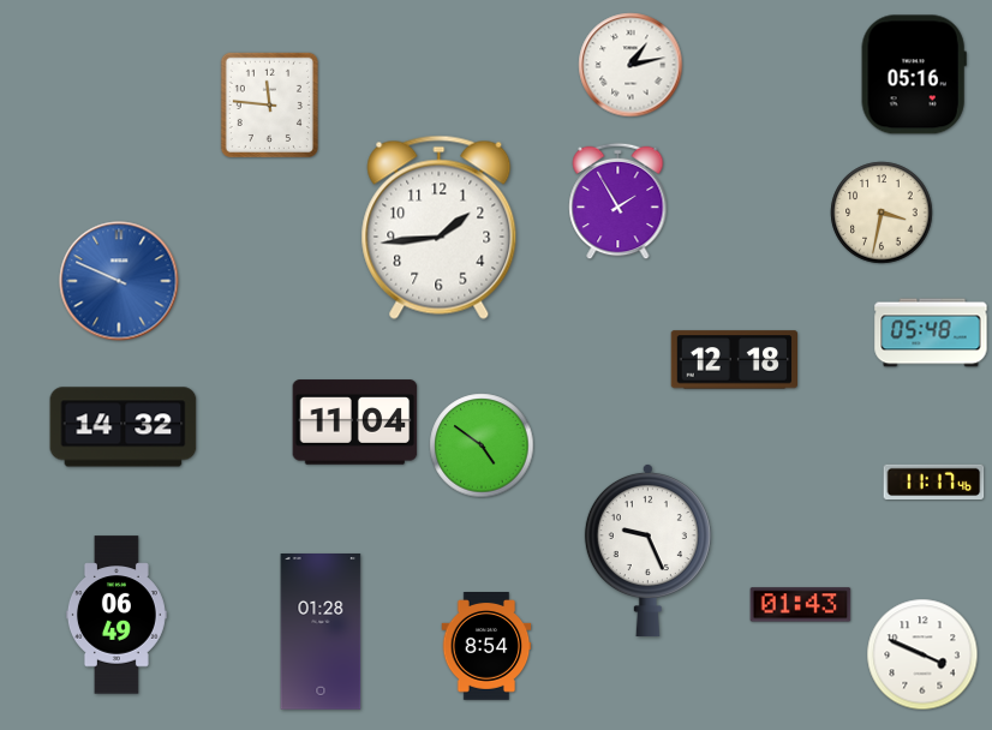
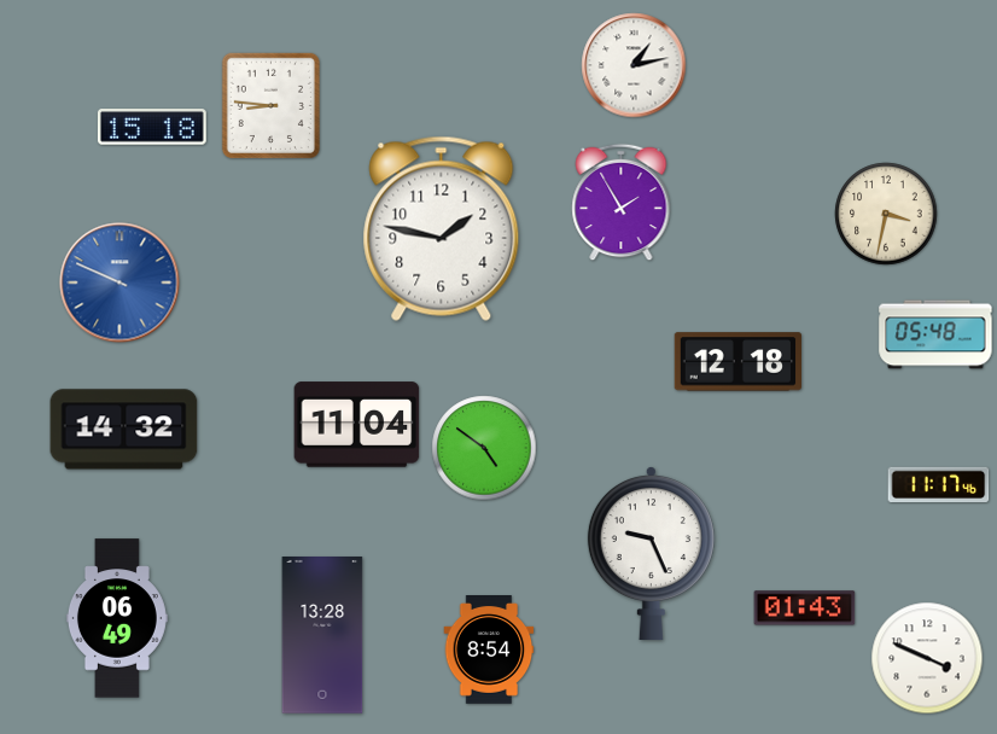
clock at (914, 74): 05:16 -> none
clock at (269, 104): 11:46 -> 8:46
clock at (152, 127): none -> 15:18
clock at (440, 227): 1:44 -> 1:47
clock at (321, 632): 01:28 -> 13:28
